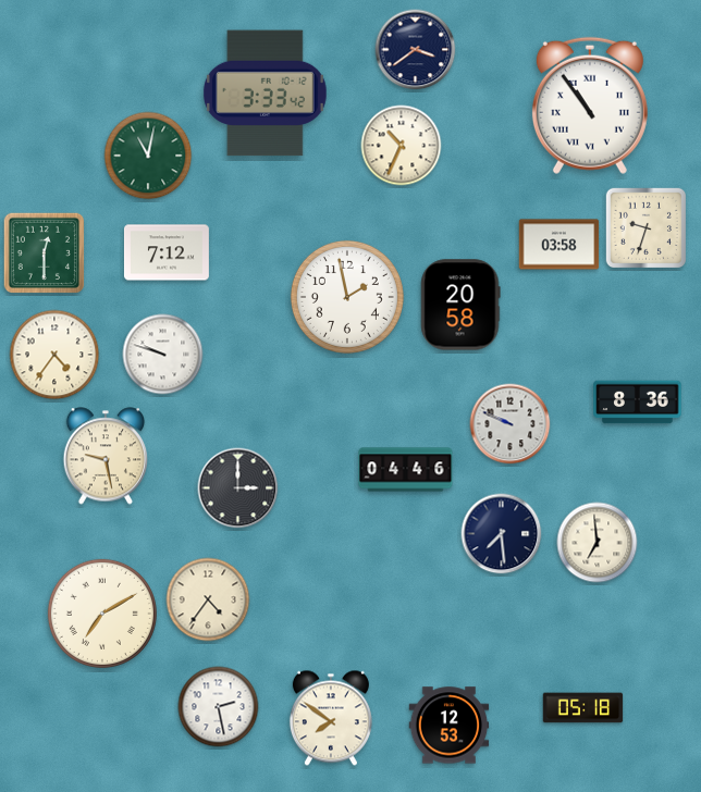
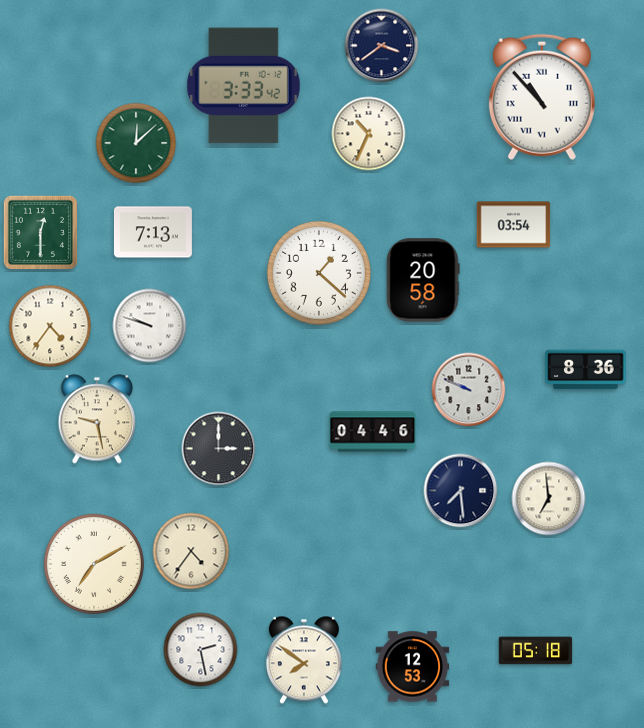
clock at (590, 106): 10:54 -> 10:53
clock at (148, 156): 11:02 -> 12:08
clock at (645, 227): 9:33 -> none
clock at (559, 245): 03:58 -> 03:54
clock at (167, 252): 7:12 -> 7:13
clock at (347, 297): 1:58 -> 1:22
